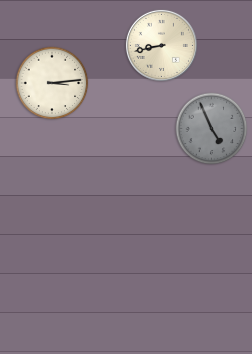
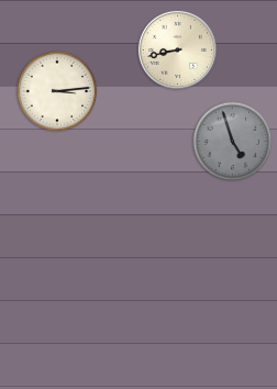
clock at (212, 129): 4:56 -> 4:57
